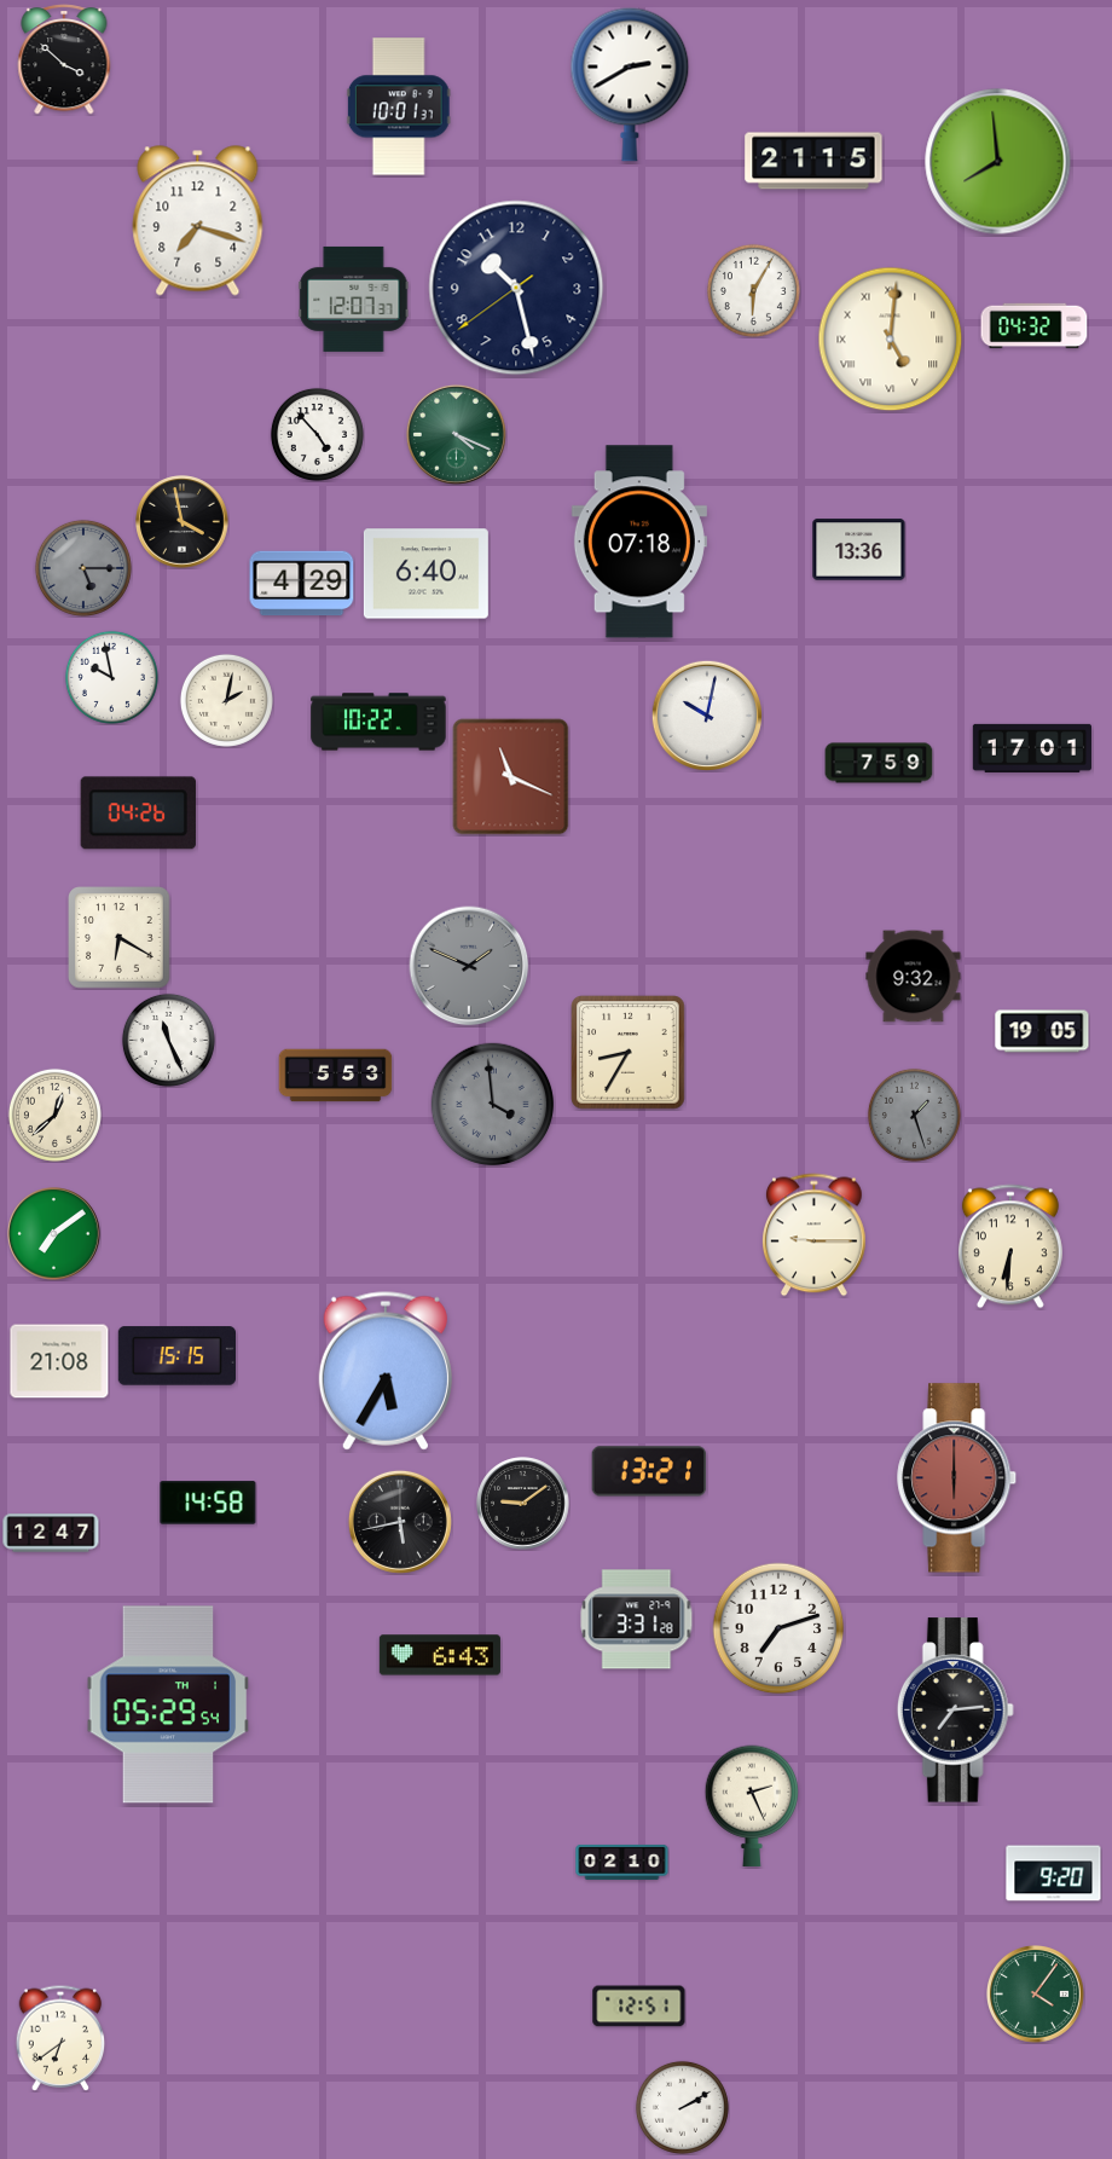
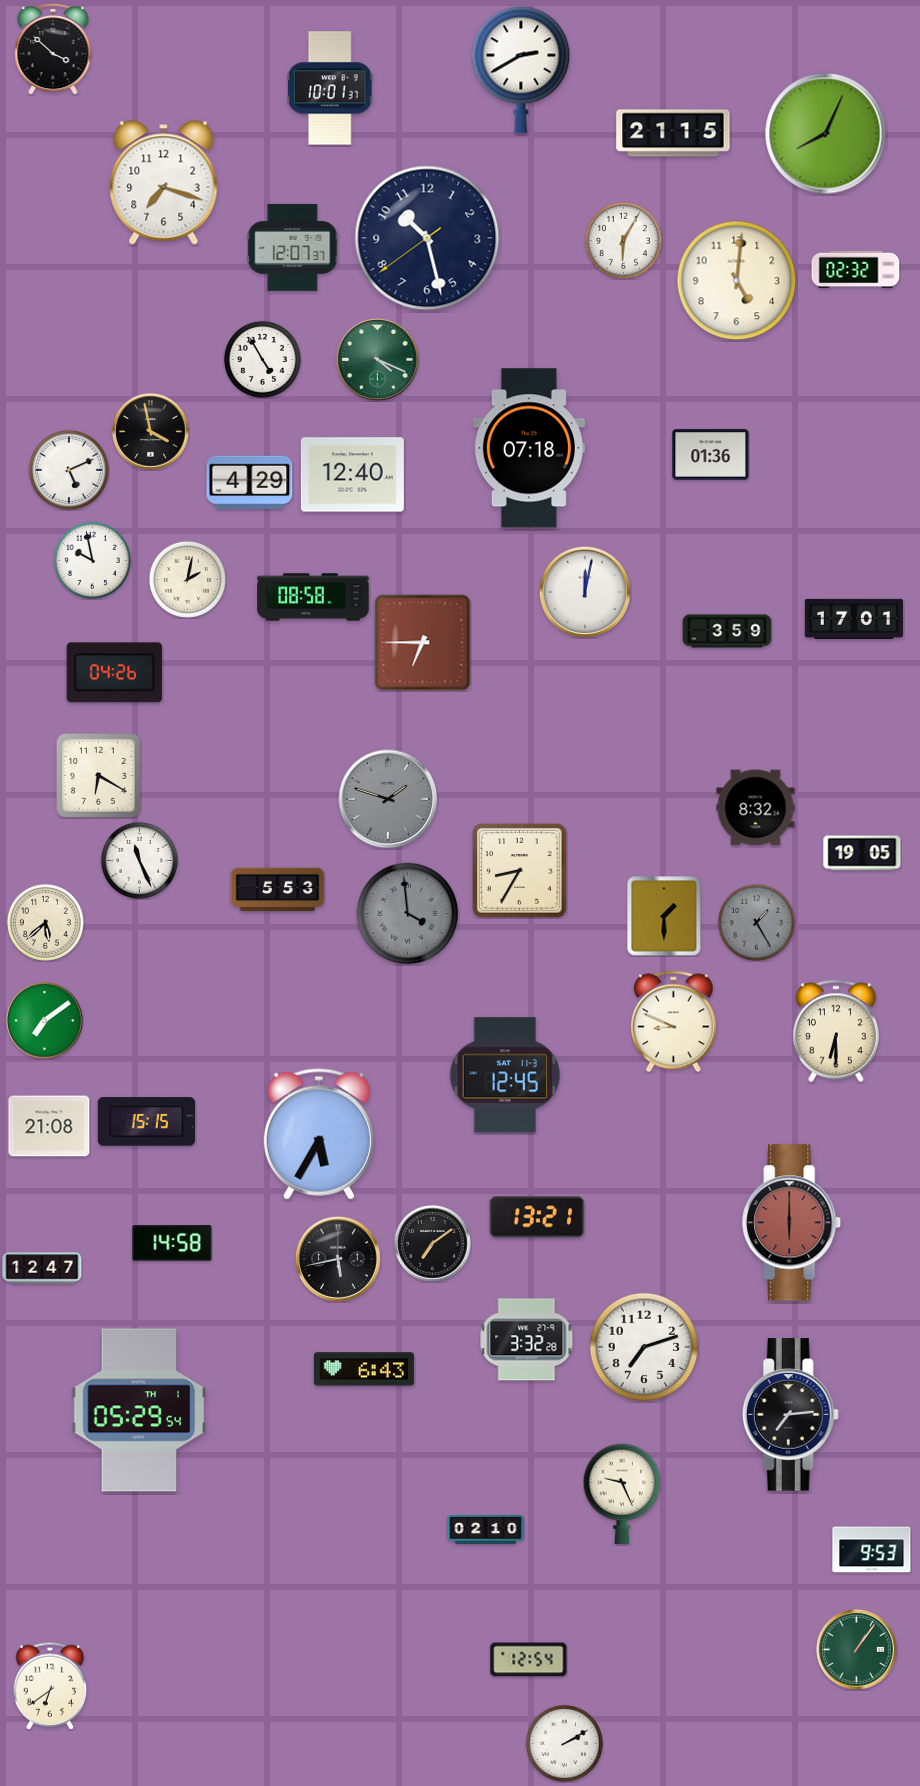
clock at (998, 162): 7:59 -> 8:04
clock at (1035, 326): 04:32 -> 02:32
clock at (891, 340) numerals: Roman -> Arabic
clock at (317, 434): 4:53 -> 4:55
clock at (859, 550): 13:36 -> 01:36
clock at (83, 568): 5:15 -> 5:11
clock at (83, 568) dial: grey -> white
clock at (425, 574): 6:40 -> 12:40
clock at (706, 714): 10:02 -> 12:02
clock at (378, 722): 10:22 -> 08:58
clock at (879, 763): 7:59 -> 3:59
clock at (511, 777): 11:19 -> 6:45
clock at (469, 966): 1:49 -> 1:48
clock at (914, 977): 9:32 -> 8:32
clock at (664, 916): none -> 1:30
clock at (54, 1115): 12:38 -> 5:38
clock at (914, 1115): 1:27 -> 1:25
clock at (815, 1235): 9:15 -> 8:49
clock at (1010, 1246): 6:31 -> 6:30
clock at (505, 1075): none -> 12:45
clock at (523, 1504): 9:09 -> 7:09
clock at (400, 1522) position: (400, 1522) -> (338, 1259)
clock at (637, 1620): 3:31 -> 3:32
clock at (751, 1806): 2:26 -> 9:26
clock at (622, 1862) position: (622, 1862) -> (486, 1529)
clock at (1054, 1874): 9:20 -> 9:53
clock at (1036, 1995): 4:06 -> 1:06
clock at (639, 2007): 12:51 -> 12:54
